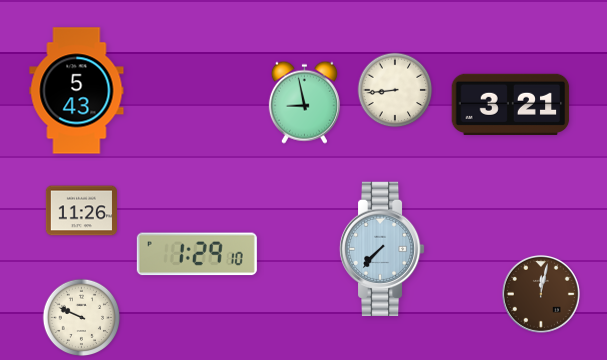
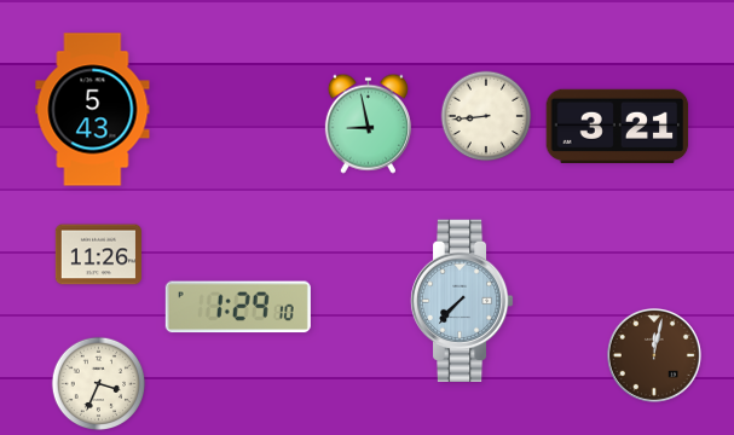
clock at (395, 90) position: (395, 90) -> (486, 116)
clock at (82, 318): 9:49 -> 3:34
